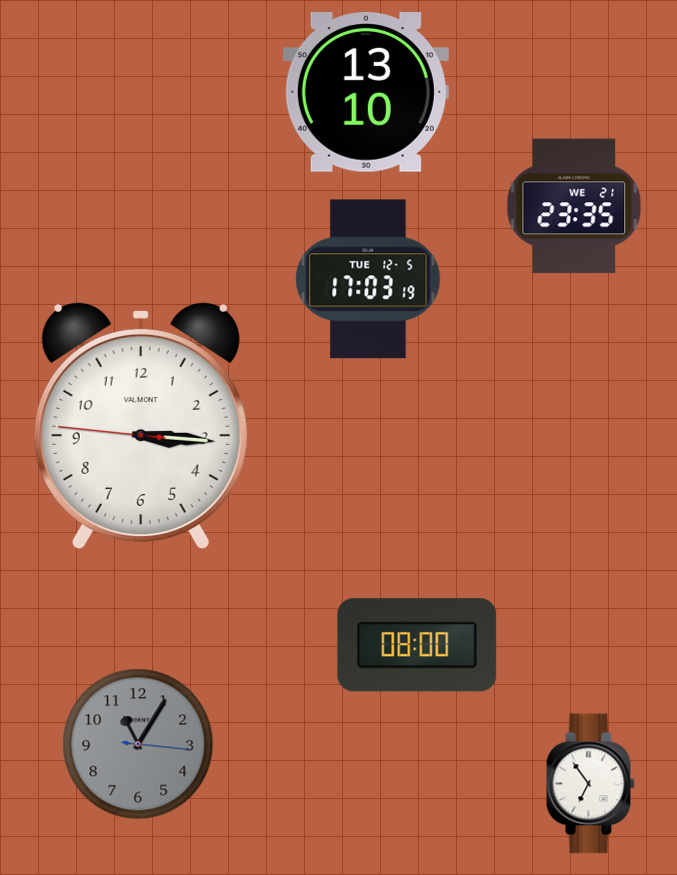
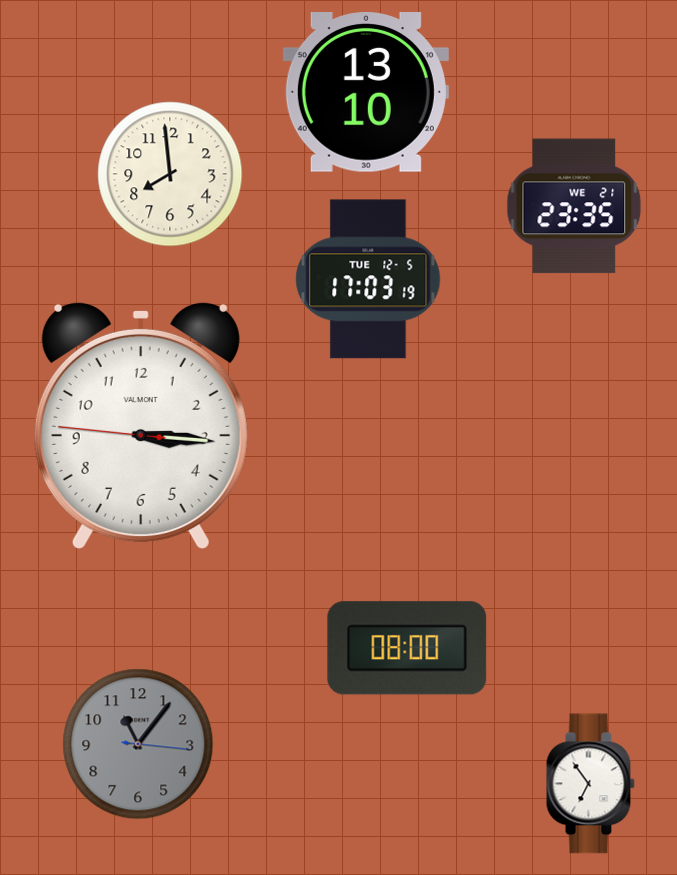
clock at (170, 174): none -> 7:59
clock at (417, 645) position: (417, 645) -> (407, 648)
clock at (138, 744): 11:05 -> 11:06
